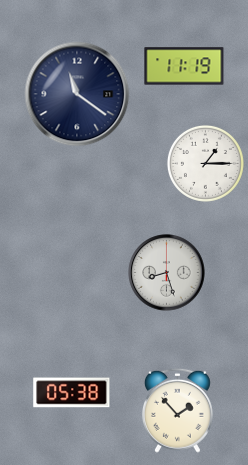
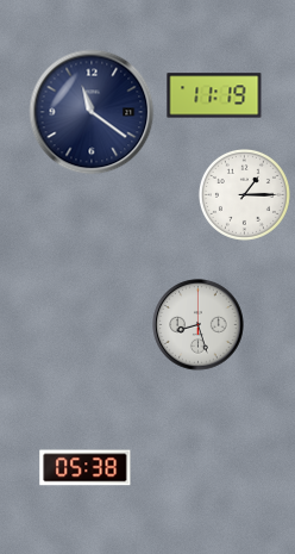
clock at (184, 66) position: (184, 66) -> (214, 95)
clock at (177, 410): 1:53 -> none
